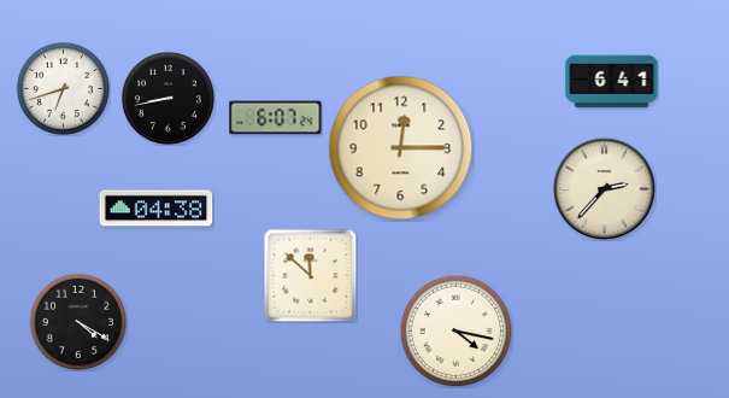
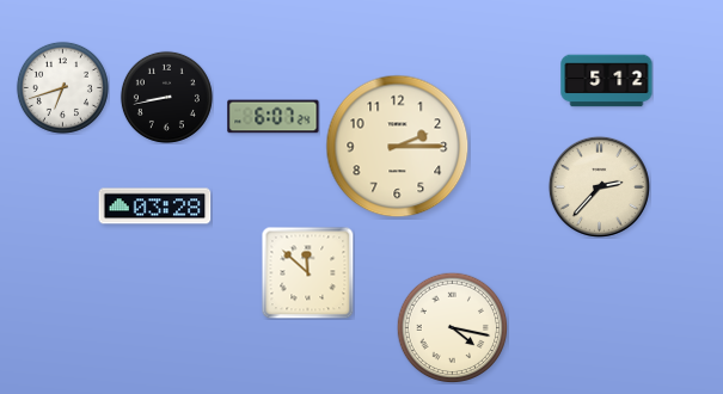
clock at (612, 82): 6:41 -> 5:12
clock at (401, 148): 12:15 -> 2:15
clock at (157, 209): 04:38 -> 03:28
clock at (78, 322): 4:20 -> none
